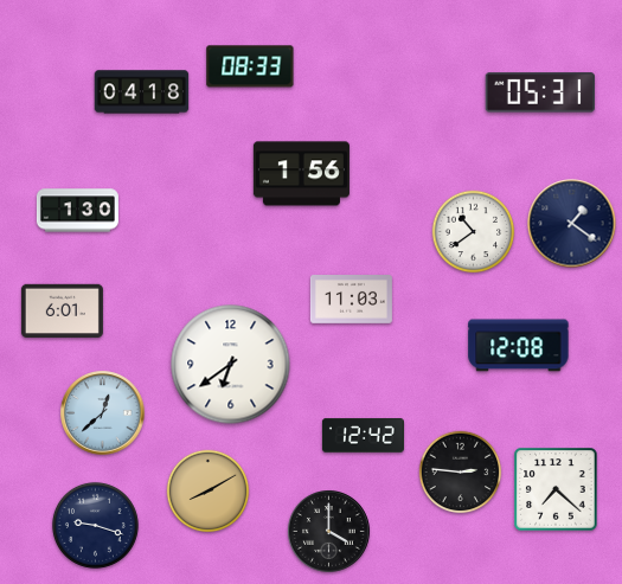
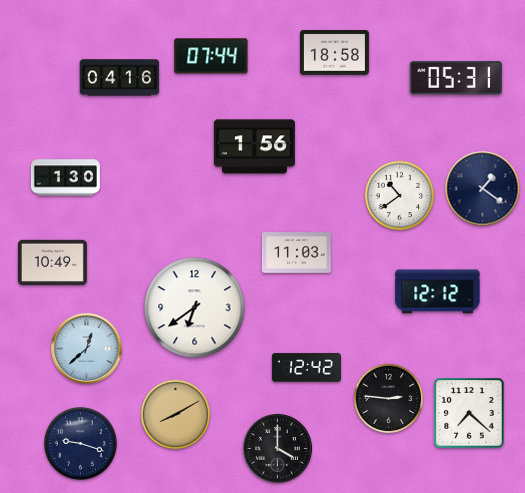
clock at (334, 53): none -> 18:58
clock at (250, 66): 08:33 -> 07:44
clock at (142, 92): 04:18 -> 04:16
clock at (62, 312): 6:01 -> 10:49
clock at (519, 346): 12:08 -> 12:12
